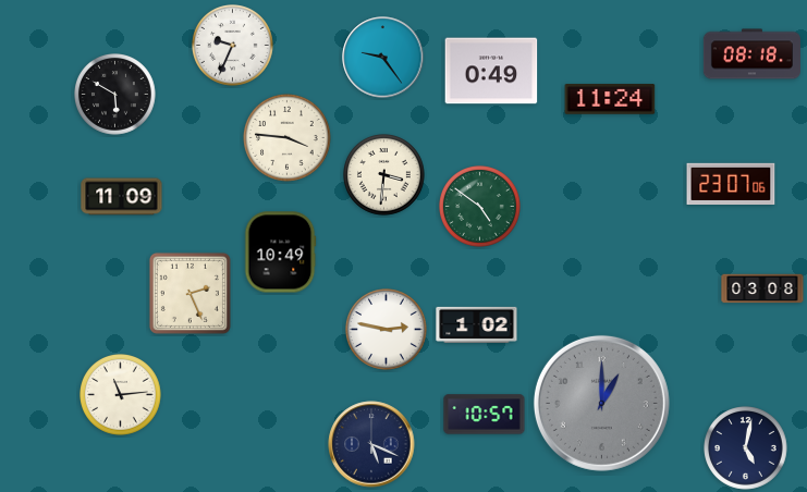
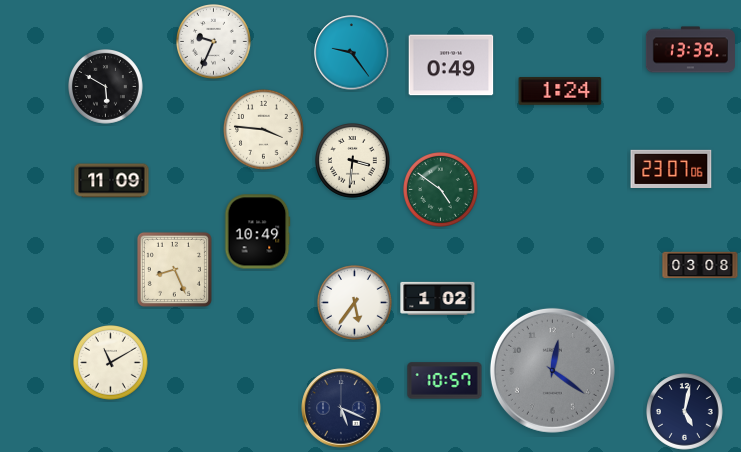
clock at (751, 54): 08:18 -> 13:39
clock at (610, 99): 11:24 -> 1:24
clock at (288, 138) position: (288, 138) -> (264, 130)
clock at (189, 293): 2:26 -> 8:26
clock at (387, 330): 2:47 -> 5:36
clock at (121, 395): 11:14 -> 11:10
clock at (601, 403): 1:00 -> 12:21
